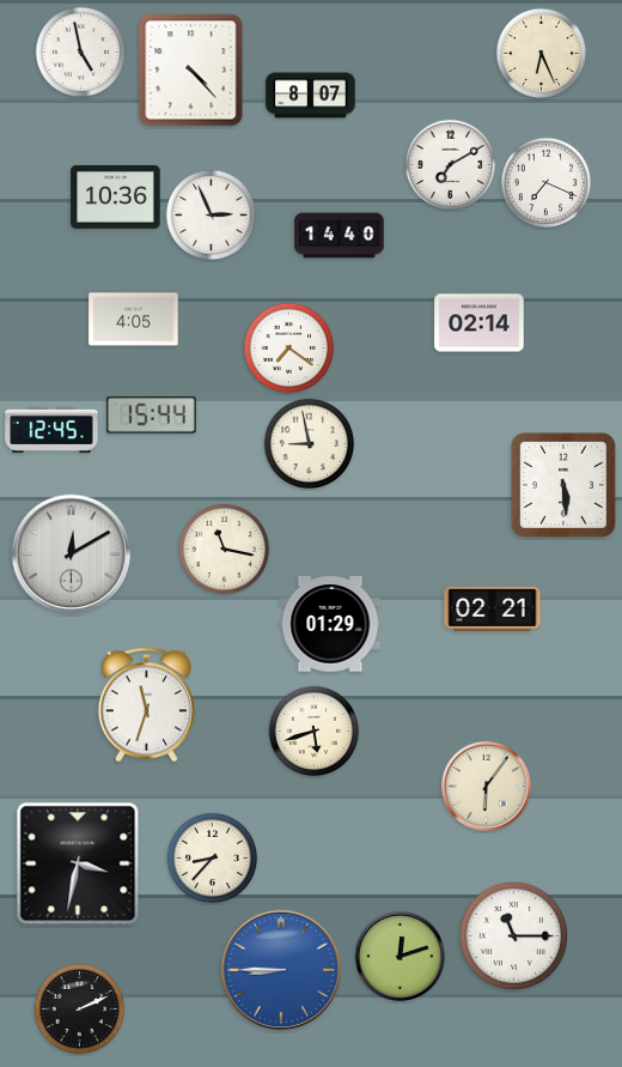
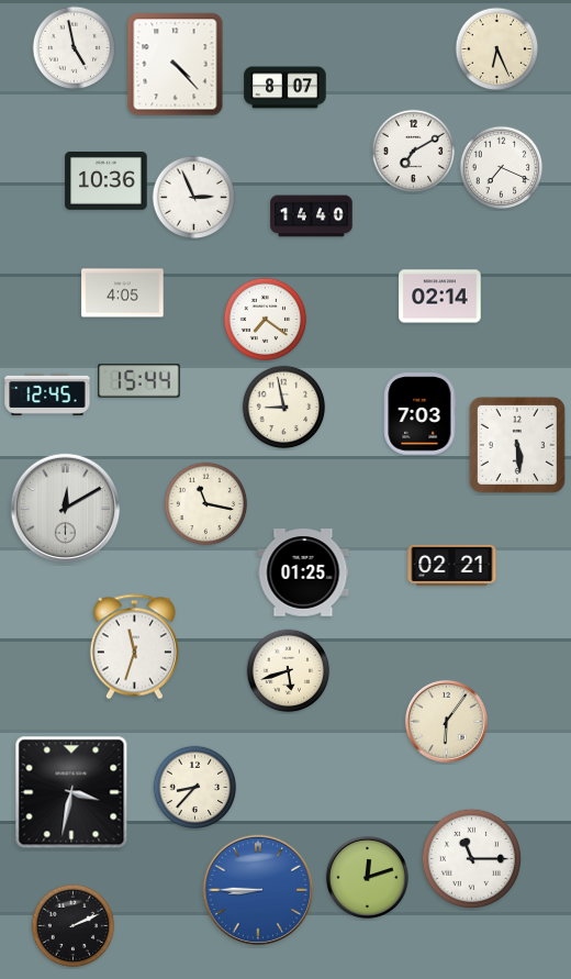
clock at (421, 414): none -> 7:03
clock at (493, 608) position: (493, 608) -> (452, 565)
clock at (330, 624): 01:29 -> 01:25
